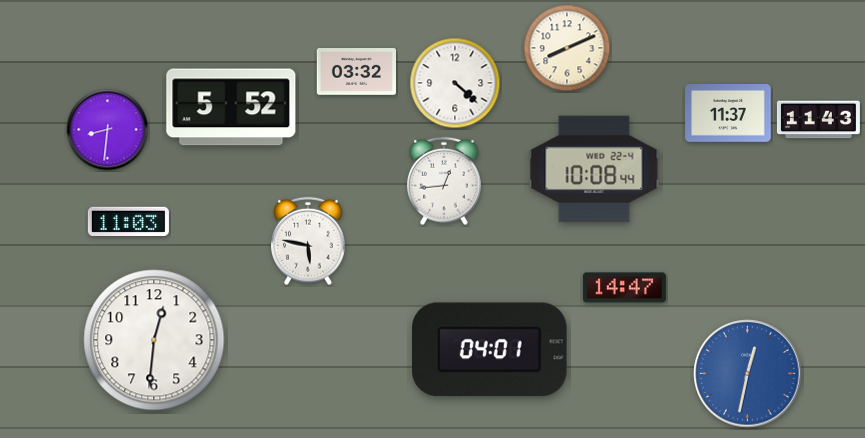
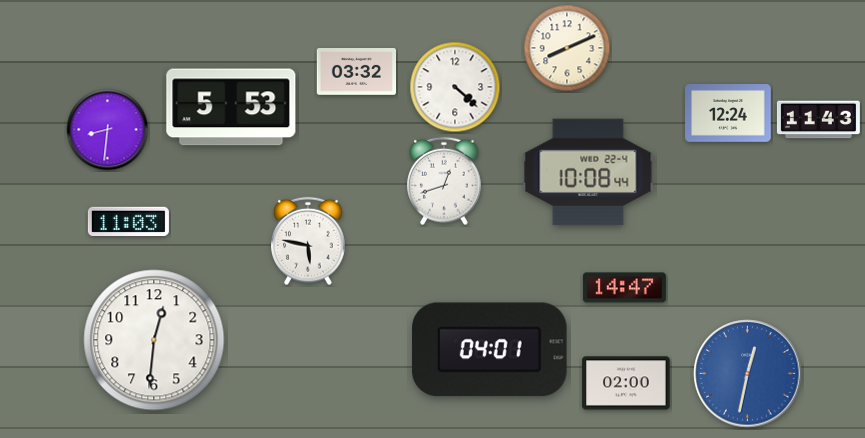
clock at (455, 83) position: (455, 83) -> (455, 87)
clock at (231, 107): 5:52 -> 5:53
clock at (728, 114): 11:37 -> 12:24
clock at (594, 169) position: (594, 169) -> (588, 172)
clock at (445, 181): 12:44 -> 12:42
clock at (626, 383): none -> 02:00
